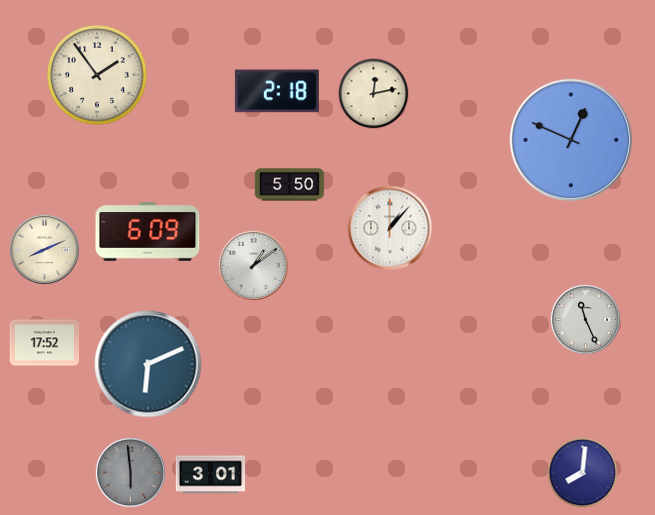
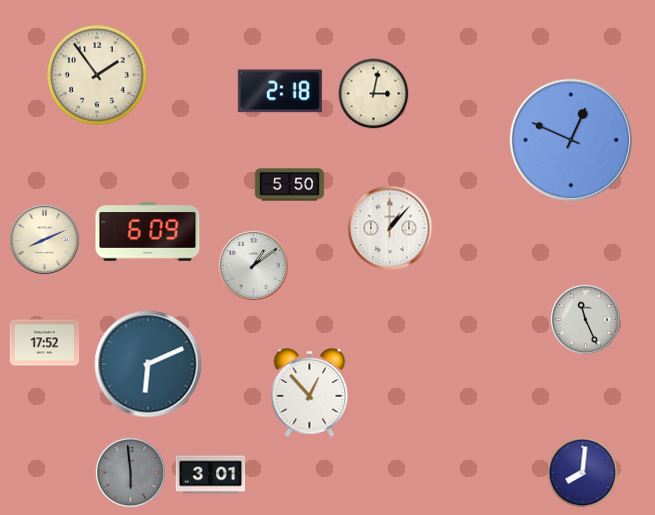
clock at (277, 91) position: (277, 91) -> (280, 91)
clock at (374, 94): 12:13 -> 3:02
clock at (44, 249) position: (44, 249) -> (44, 239)
clock at (310, 393): none -> 12:53
